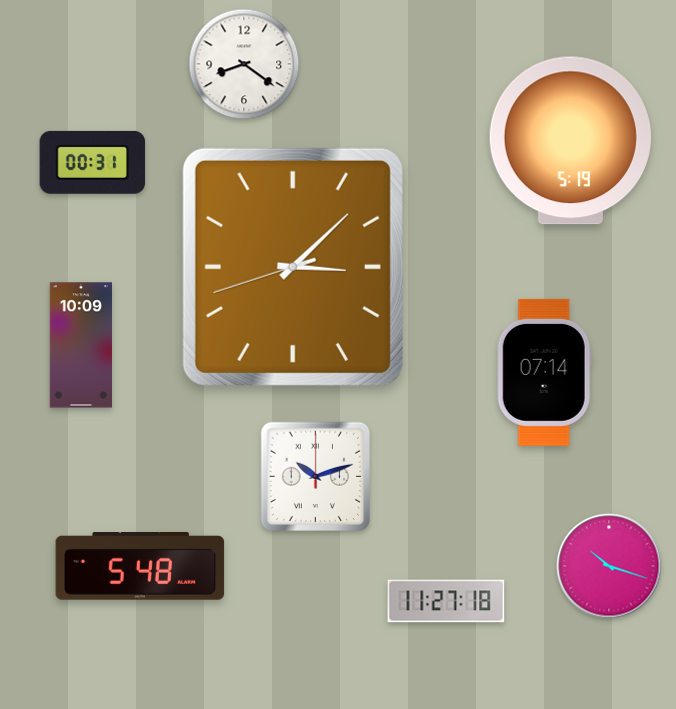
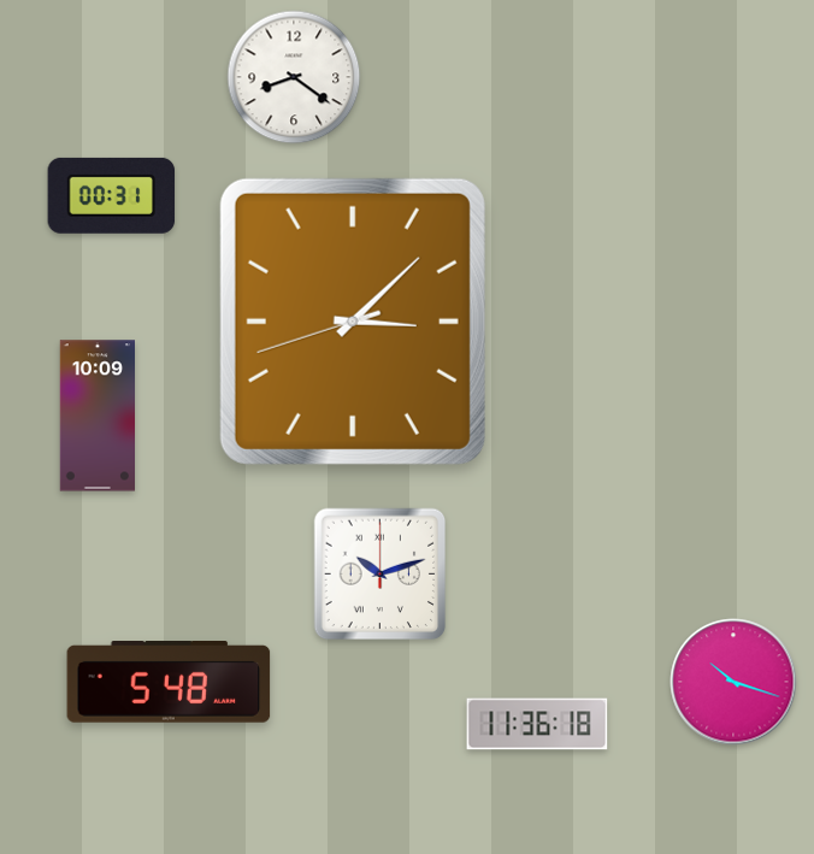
clock at (570, 141): 5:19 -> none
clock at (544, 372): 07:14 -> none
clock at (446, 601): 11:27 -> 11:36
